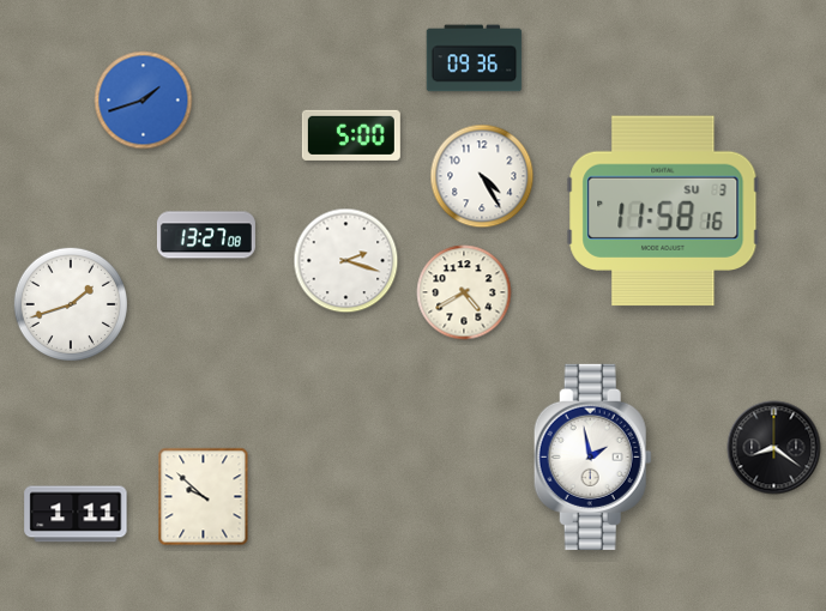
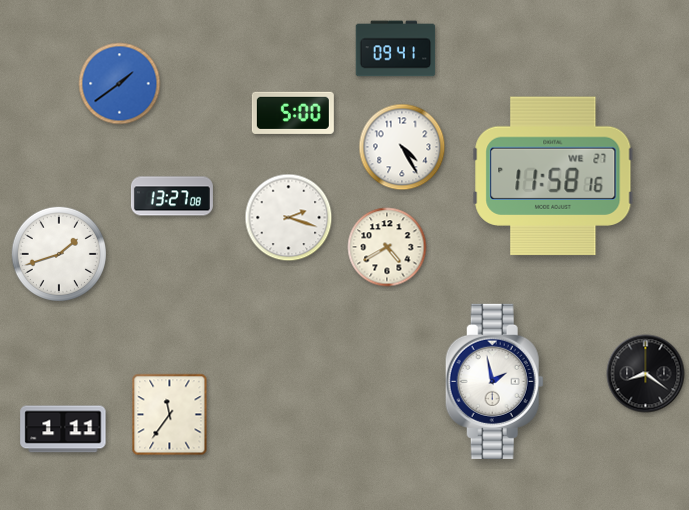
clock at (475, 59): 09:36 -> 09:41
clock at (144, 101): 1:42 -> 1:39
clock at (663, 211) date: SU 3 -> WE 27
clock at (464, 292) position: (464, 292) -> (387, 247)
clock at (204, 497): 9:52 -> 11:36
